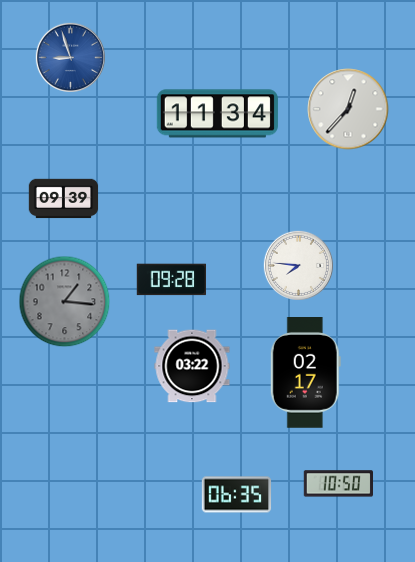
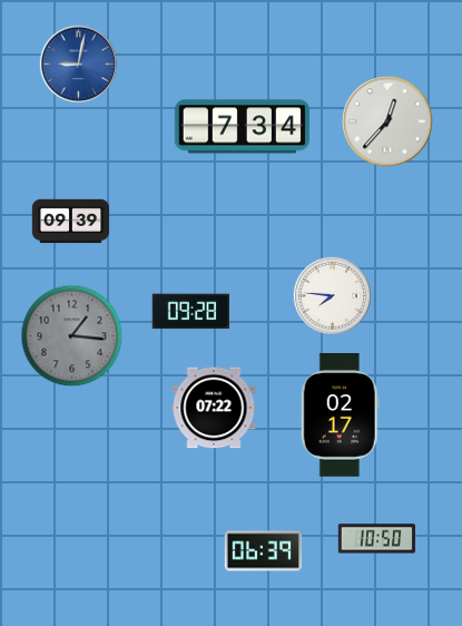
clock at (70, 57): 8:57 -> 9:02
clock at (217, 114): 11:34 -> 7:34
clock at (192, 366): 03:22 -> 07:22
clock at (237, 495): 06:35 -> 06:39
